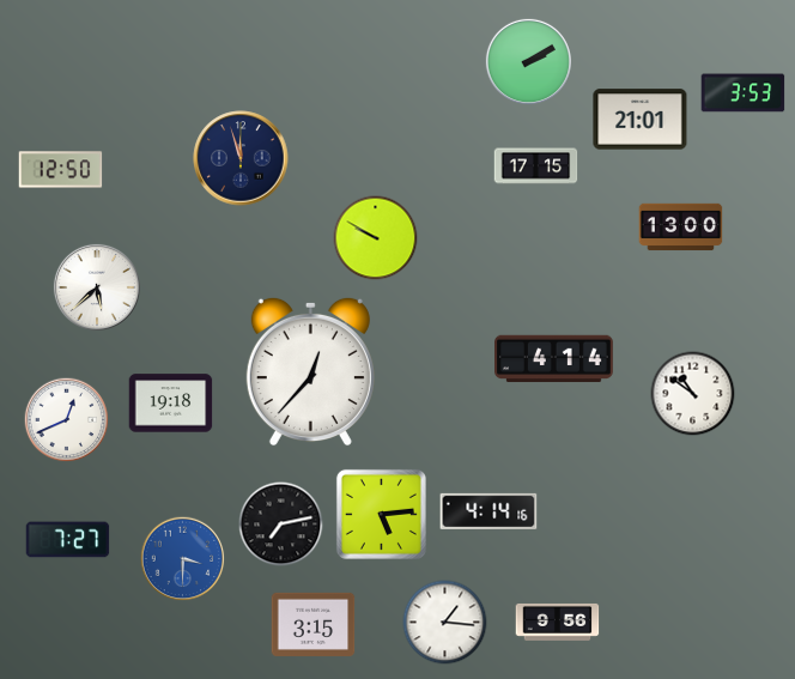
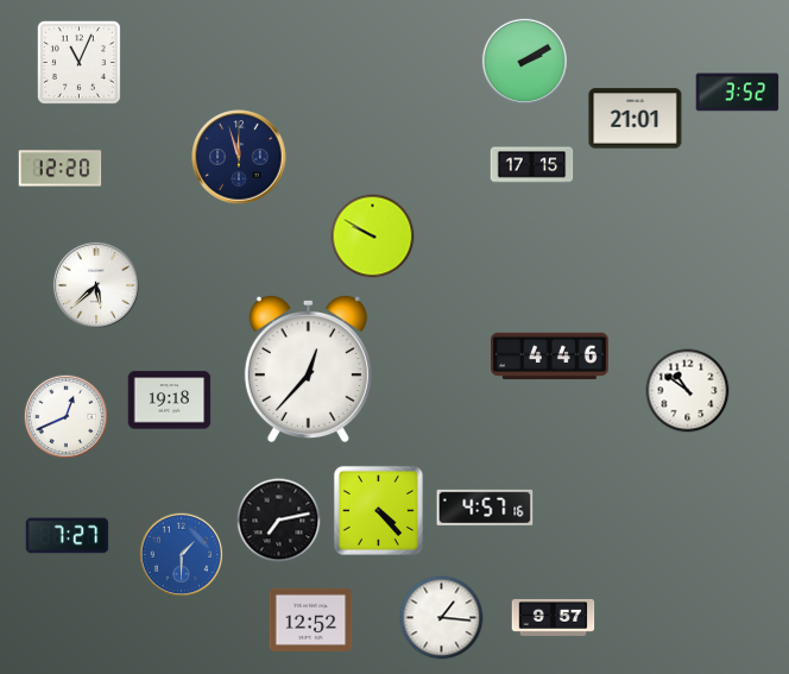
clock at (78, 62): none -> 11:04
clock at (744, 93): 3:53 -> 3:52
clock at (61, 170): 12:50 -> 12:20
clock at (681, 228): 13:00 -> none
clock at (554, 359): 4:14 -> 4:46
clock at (488, 511): 4:14 -> 4:57
clock at (381, 514): 5:14 -> 4:23
clock at (183, 559): 3:30 -> 1:30
clock at (558, 622): 9:56 -> 9:57
clock at (314, 624): 3:15 -> 12:52
